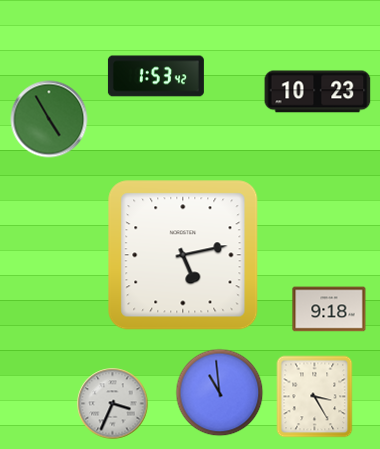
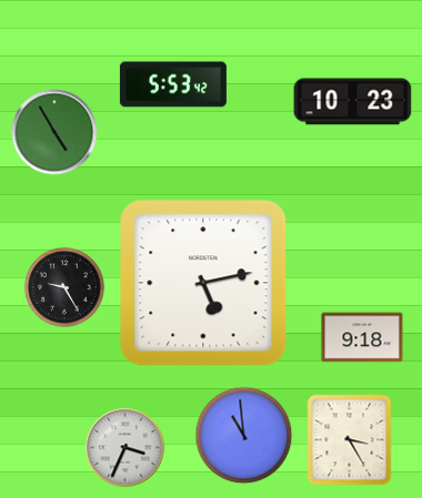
clock at (156, 76): 1:53 -> 5:53
clock at (64, 287): none -> 9:25
clock at (329, 309) position: (329, 309) -> (362, 337)
